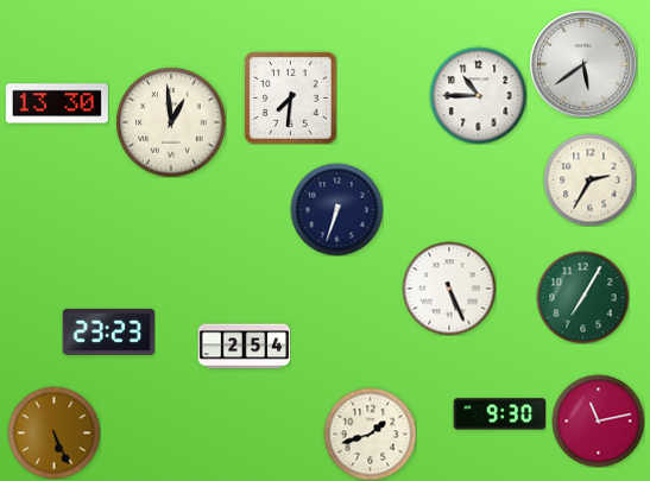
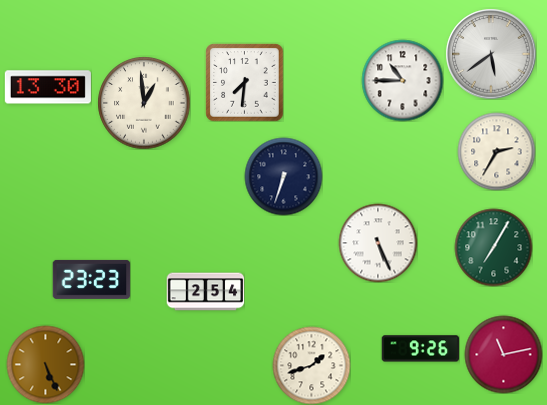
clock at (582, 297) position: (582, 297) -> (493, 247)
clock at (499, 414): 9:30 -> 9:26
